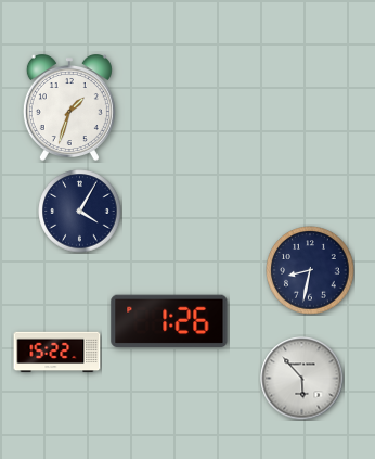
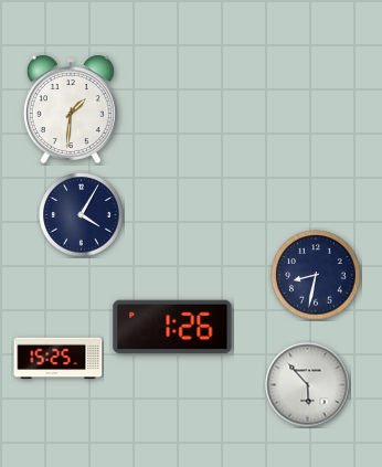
clock at (69, 107): 1:33 -> 1:31
clock at (57, 353): 15:22 -> 15:25
